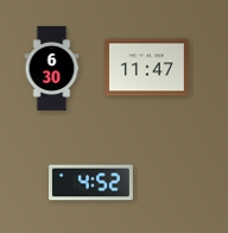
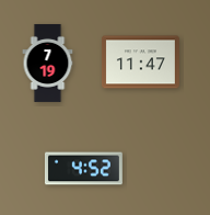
clock at (52, 68): 6:30 -> 7:19
clock at (146, 68) position: (146, 68) -> (140, 63)
